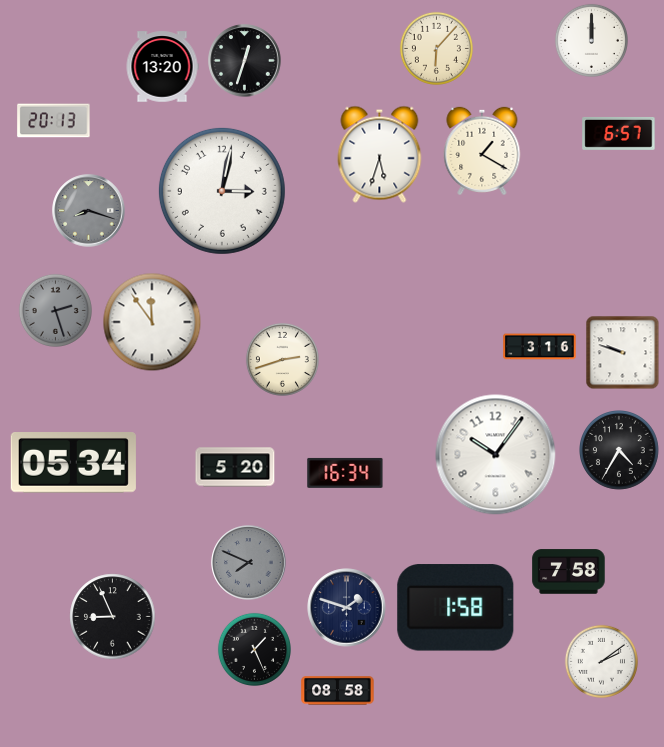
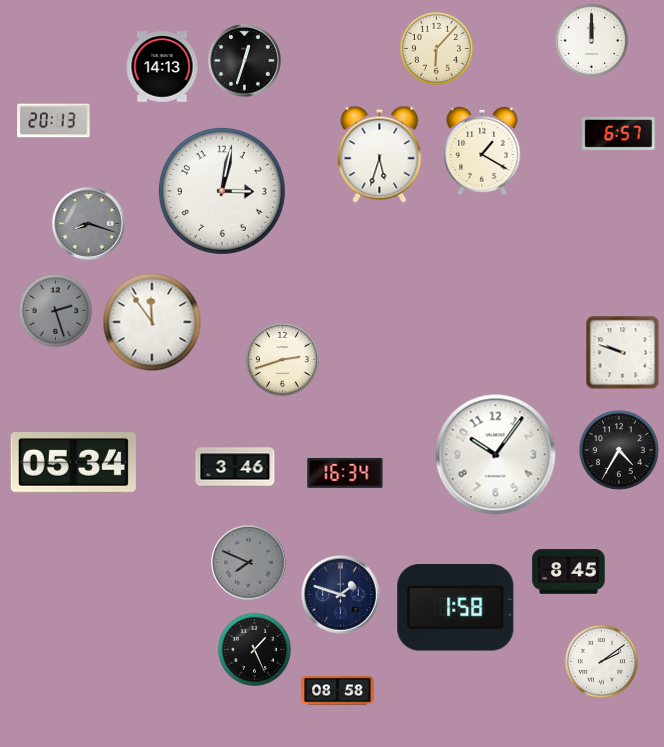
clock at (162, 67): 13:20 -> 14:13
clock at (89, 211) position: (89, 211) -> (89, 224)
clock at (540, 347): 3:16 -> none
clock at (235, 467): 5:20 -> 3:46
clock at (569, 572): 7:58 -> 8:45
clock at (347, 608) position: (347, 608) -> (341, 595)
clock at (113, 617): 8:56 -> none
